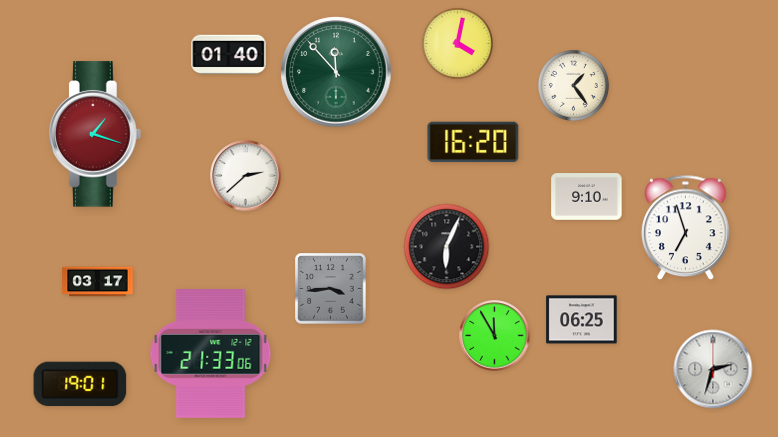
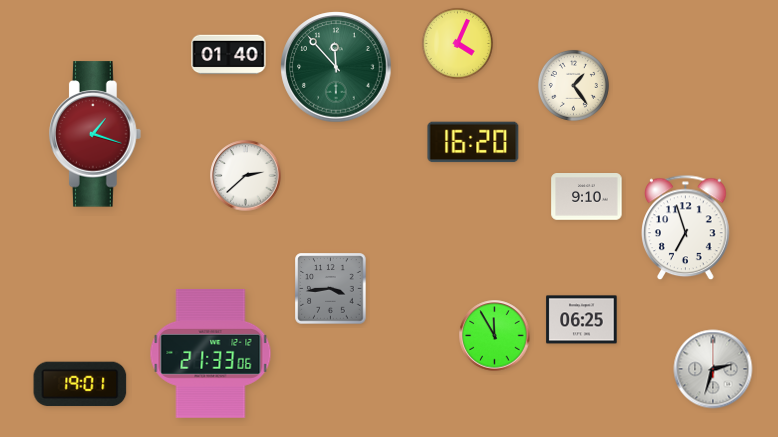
clock at (457, 43): 4:02 -> 4:04
clock at (336, 72) position: (336, 72) -> (336, 67)
clock at (447, 247): 6:04 -> none
clock at (98, 282): 03:17 -> none
